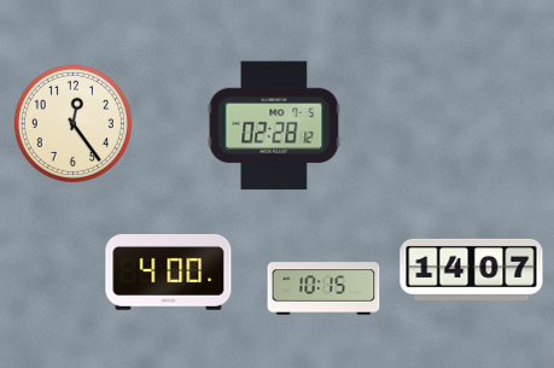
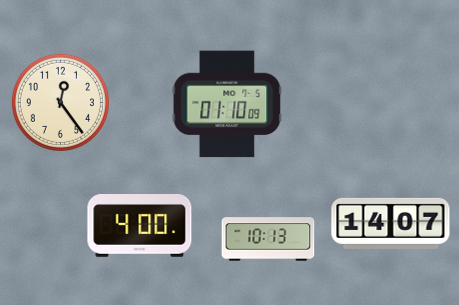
clock at (274, 125): 02:28 -> 01:10
clock at (323, 288): 10:15 -> 10:13
